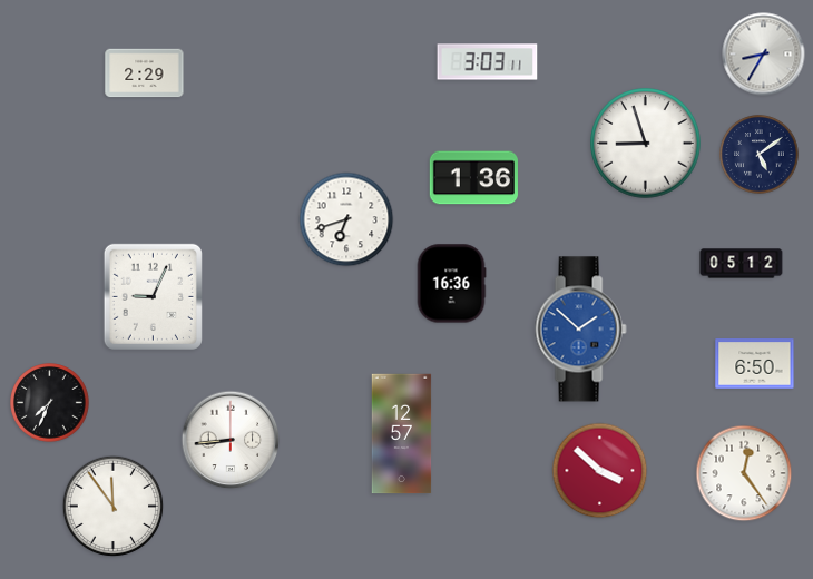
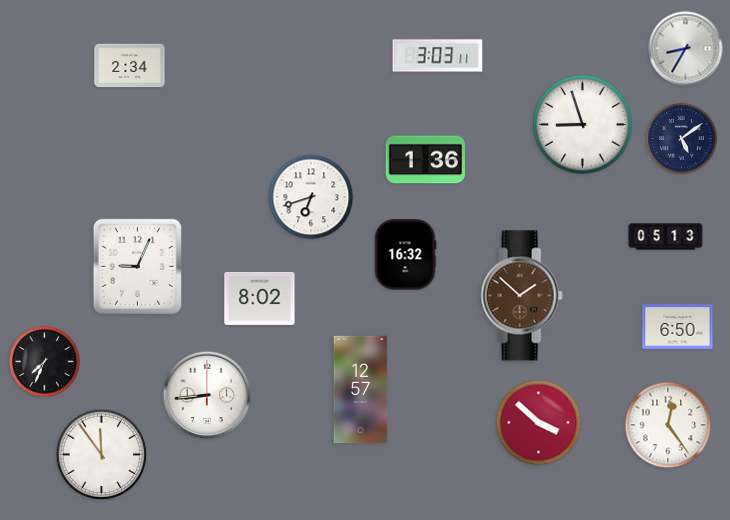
clock at (145, 73): 2:29 -> 2:34
clock at (646, 144) position: (646, 144) -> (583, 125)
clock at (742, 264): 05:12 -> 05:13
clock at (451, 284): 16:36 -> 16:32
clock at (580, 330) dial: blue -> brown
clock at (260, 298): none -> 8:02
